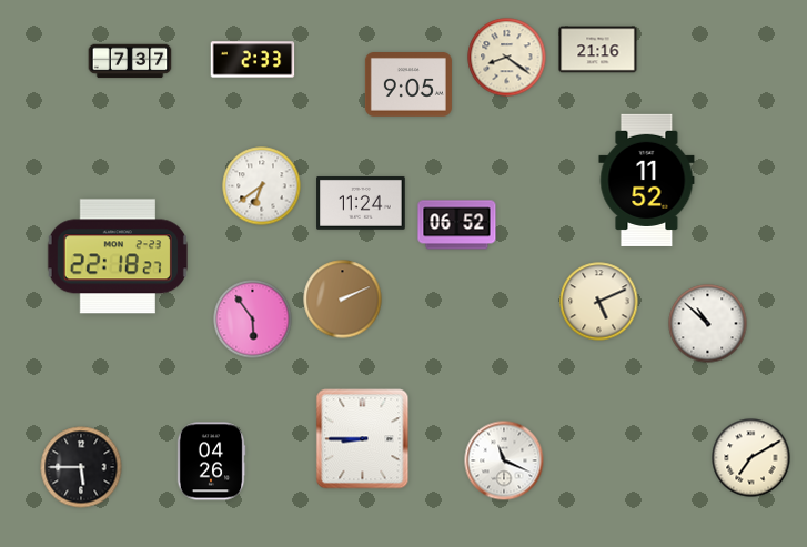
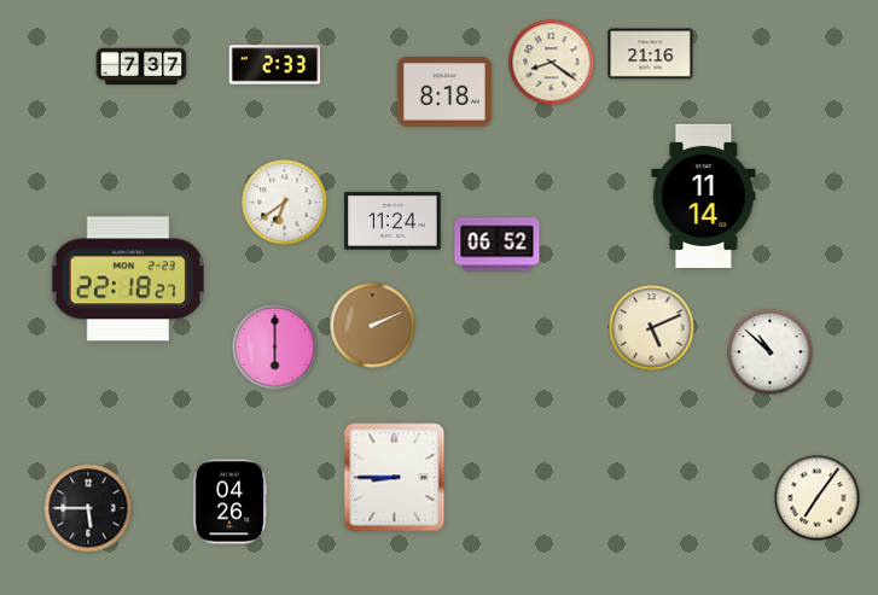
clock at (408, 85): 9:05 -> 8:18
clock at (647, 180): 11:52 -> 11:14
clock at (253, 320): 5:54 -> 6:00
clock at (751, 458): 7:10 -> 7:06
clock at (504, 460): 11:19 -> none
